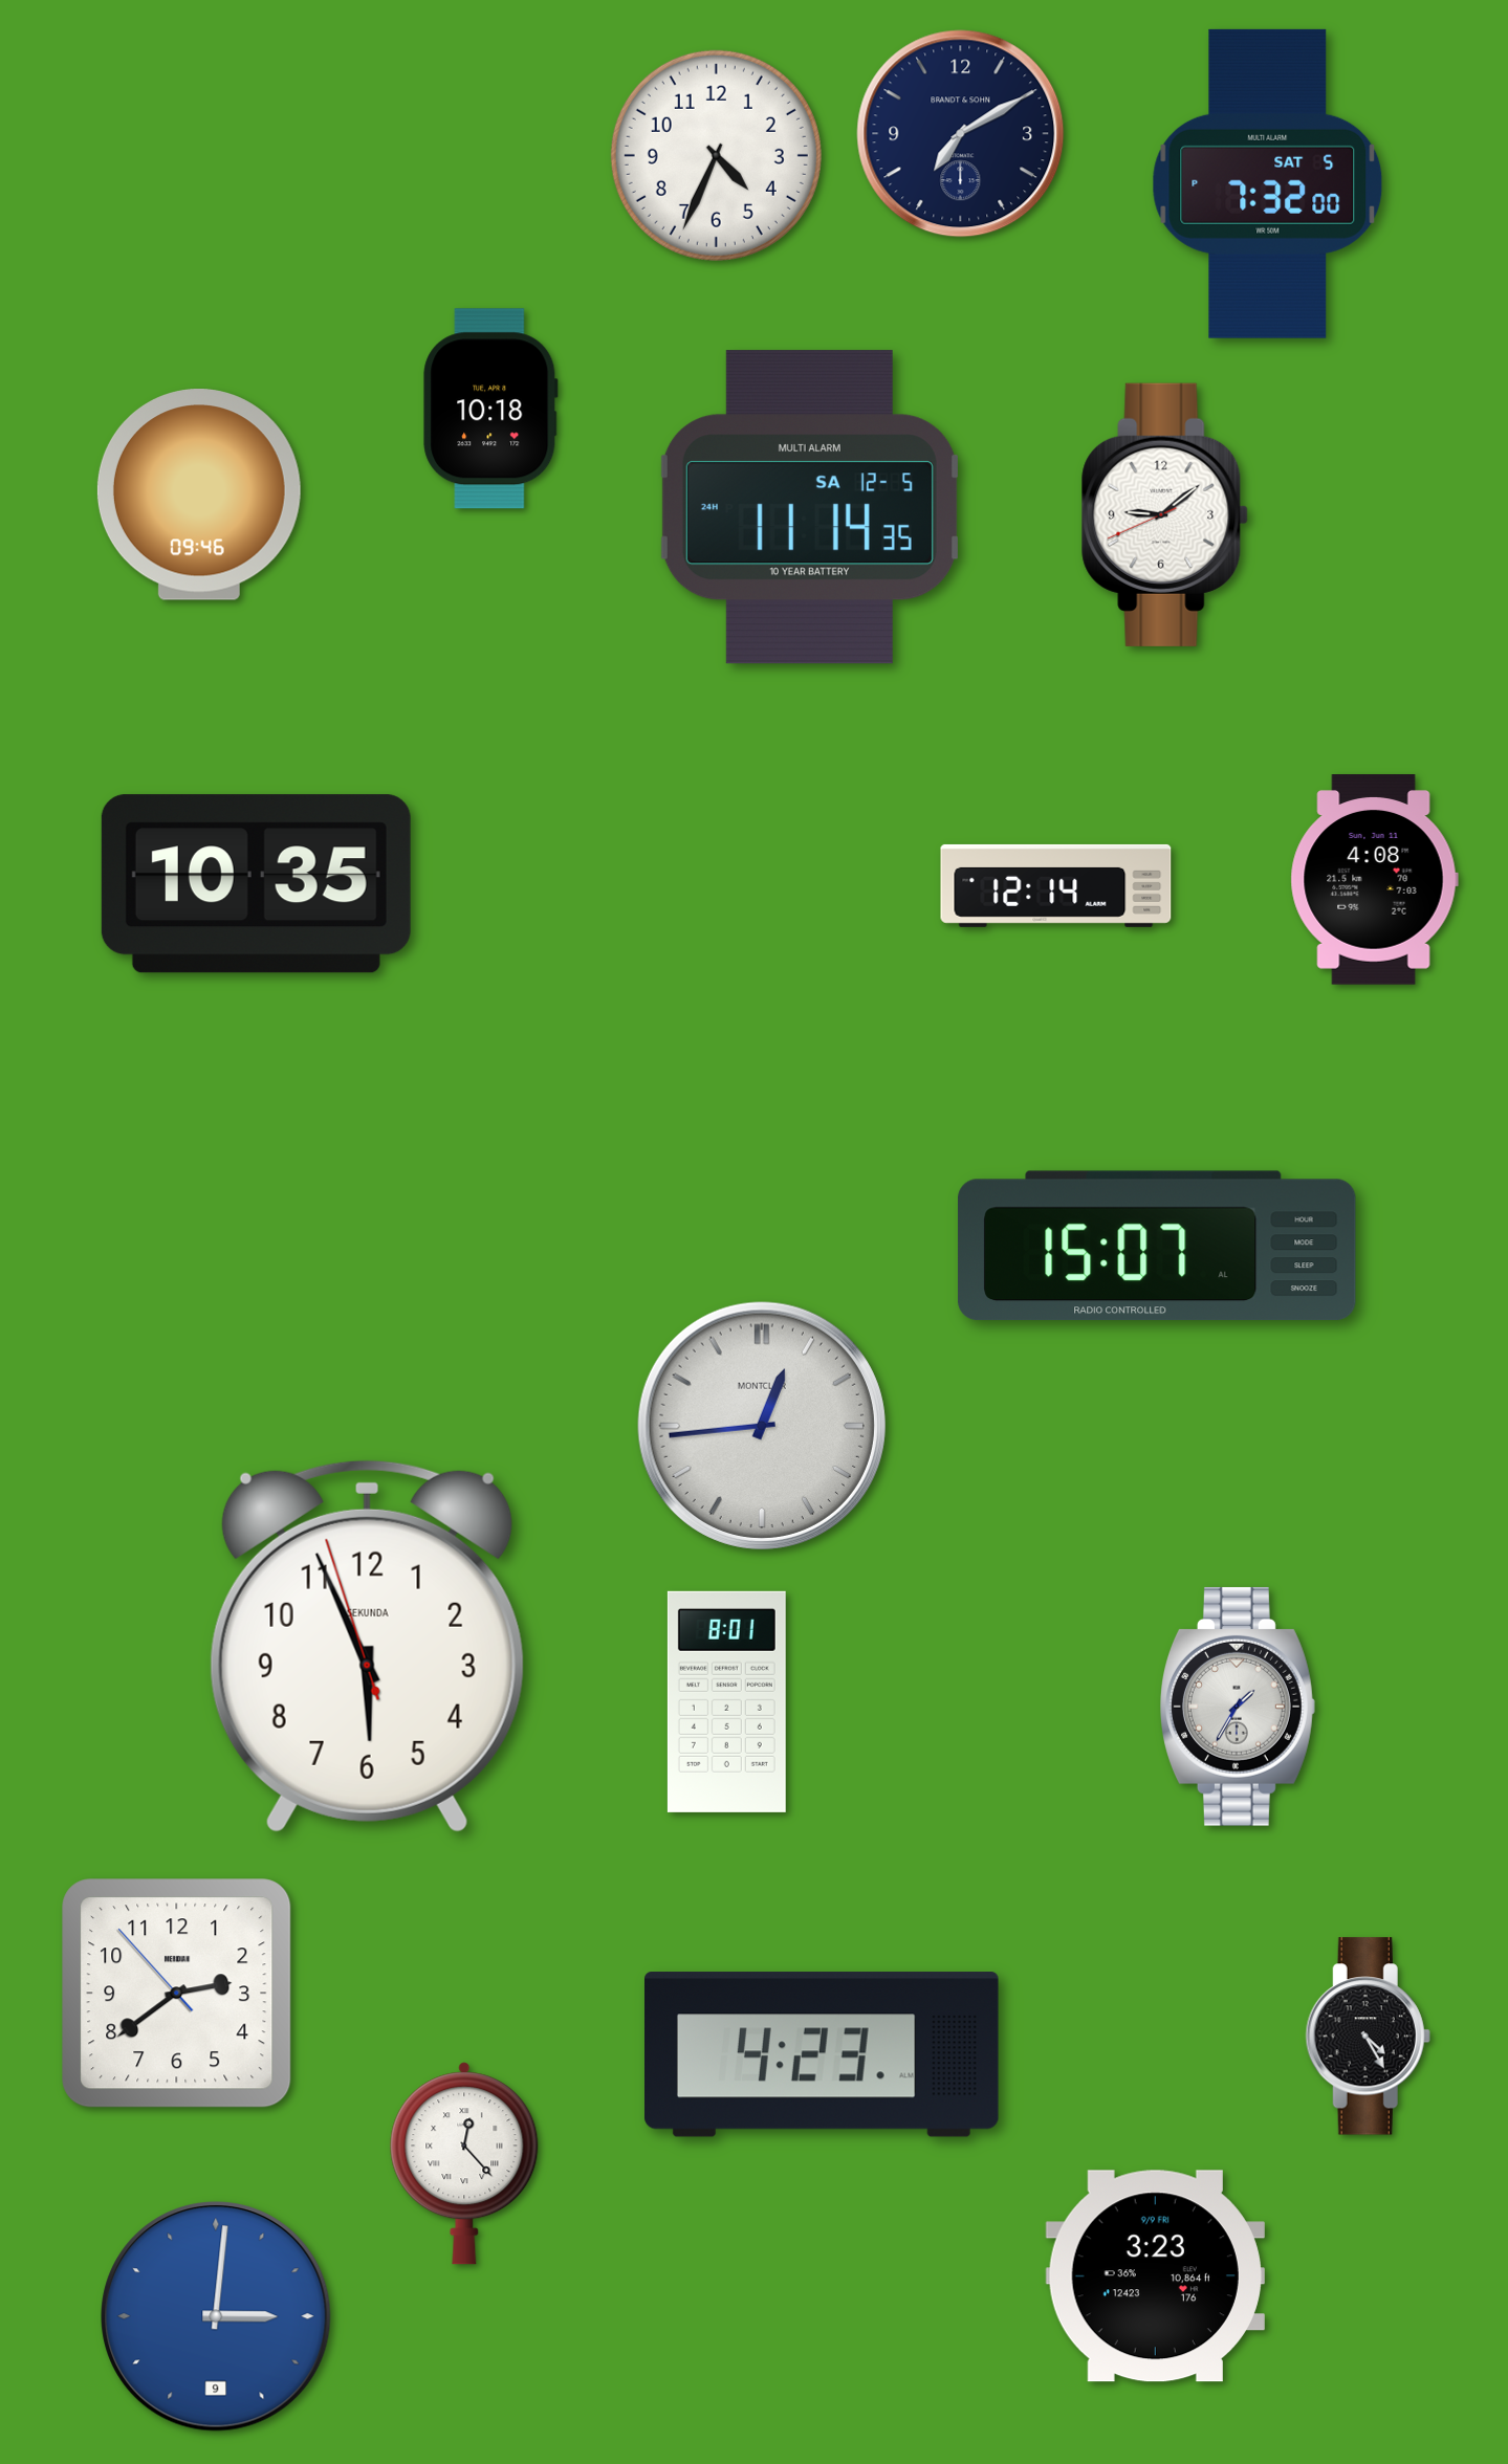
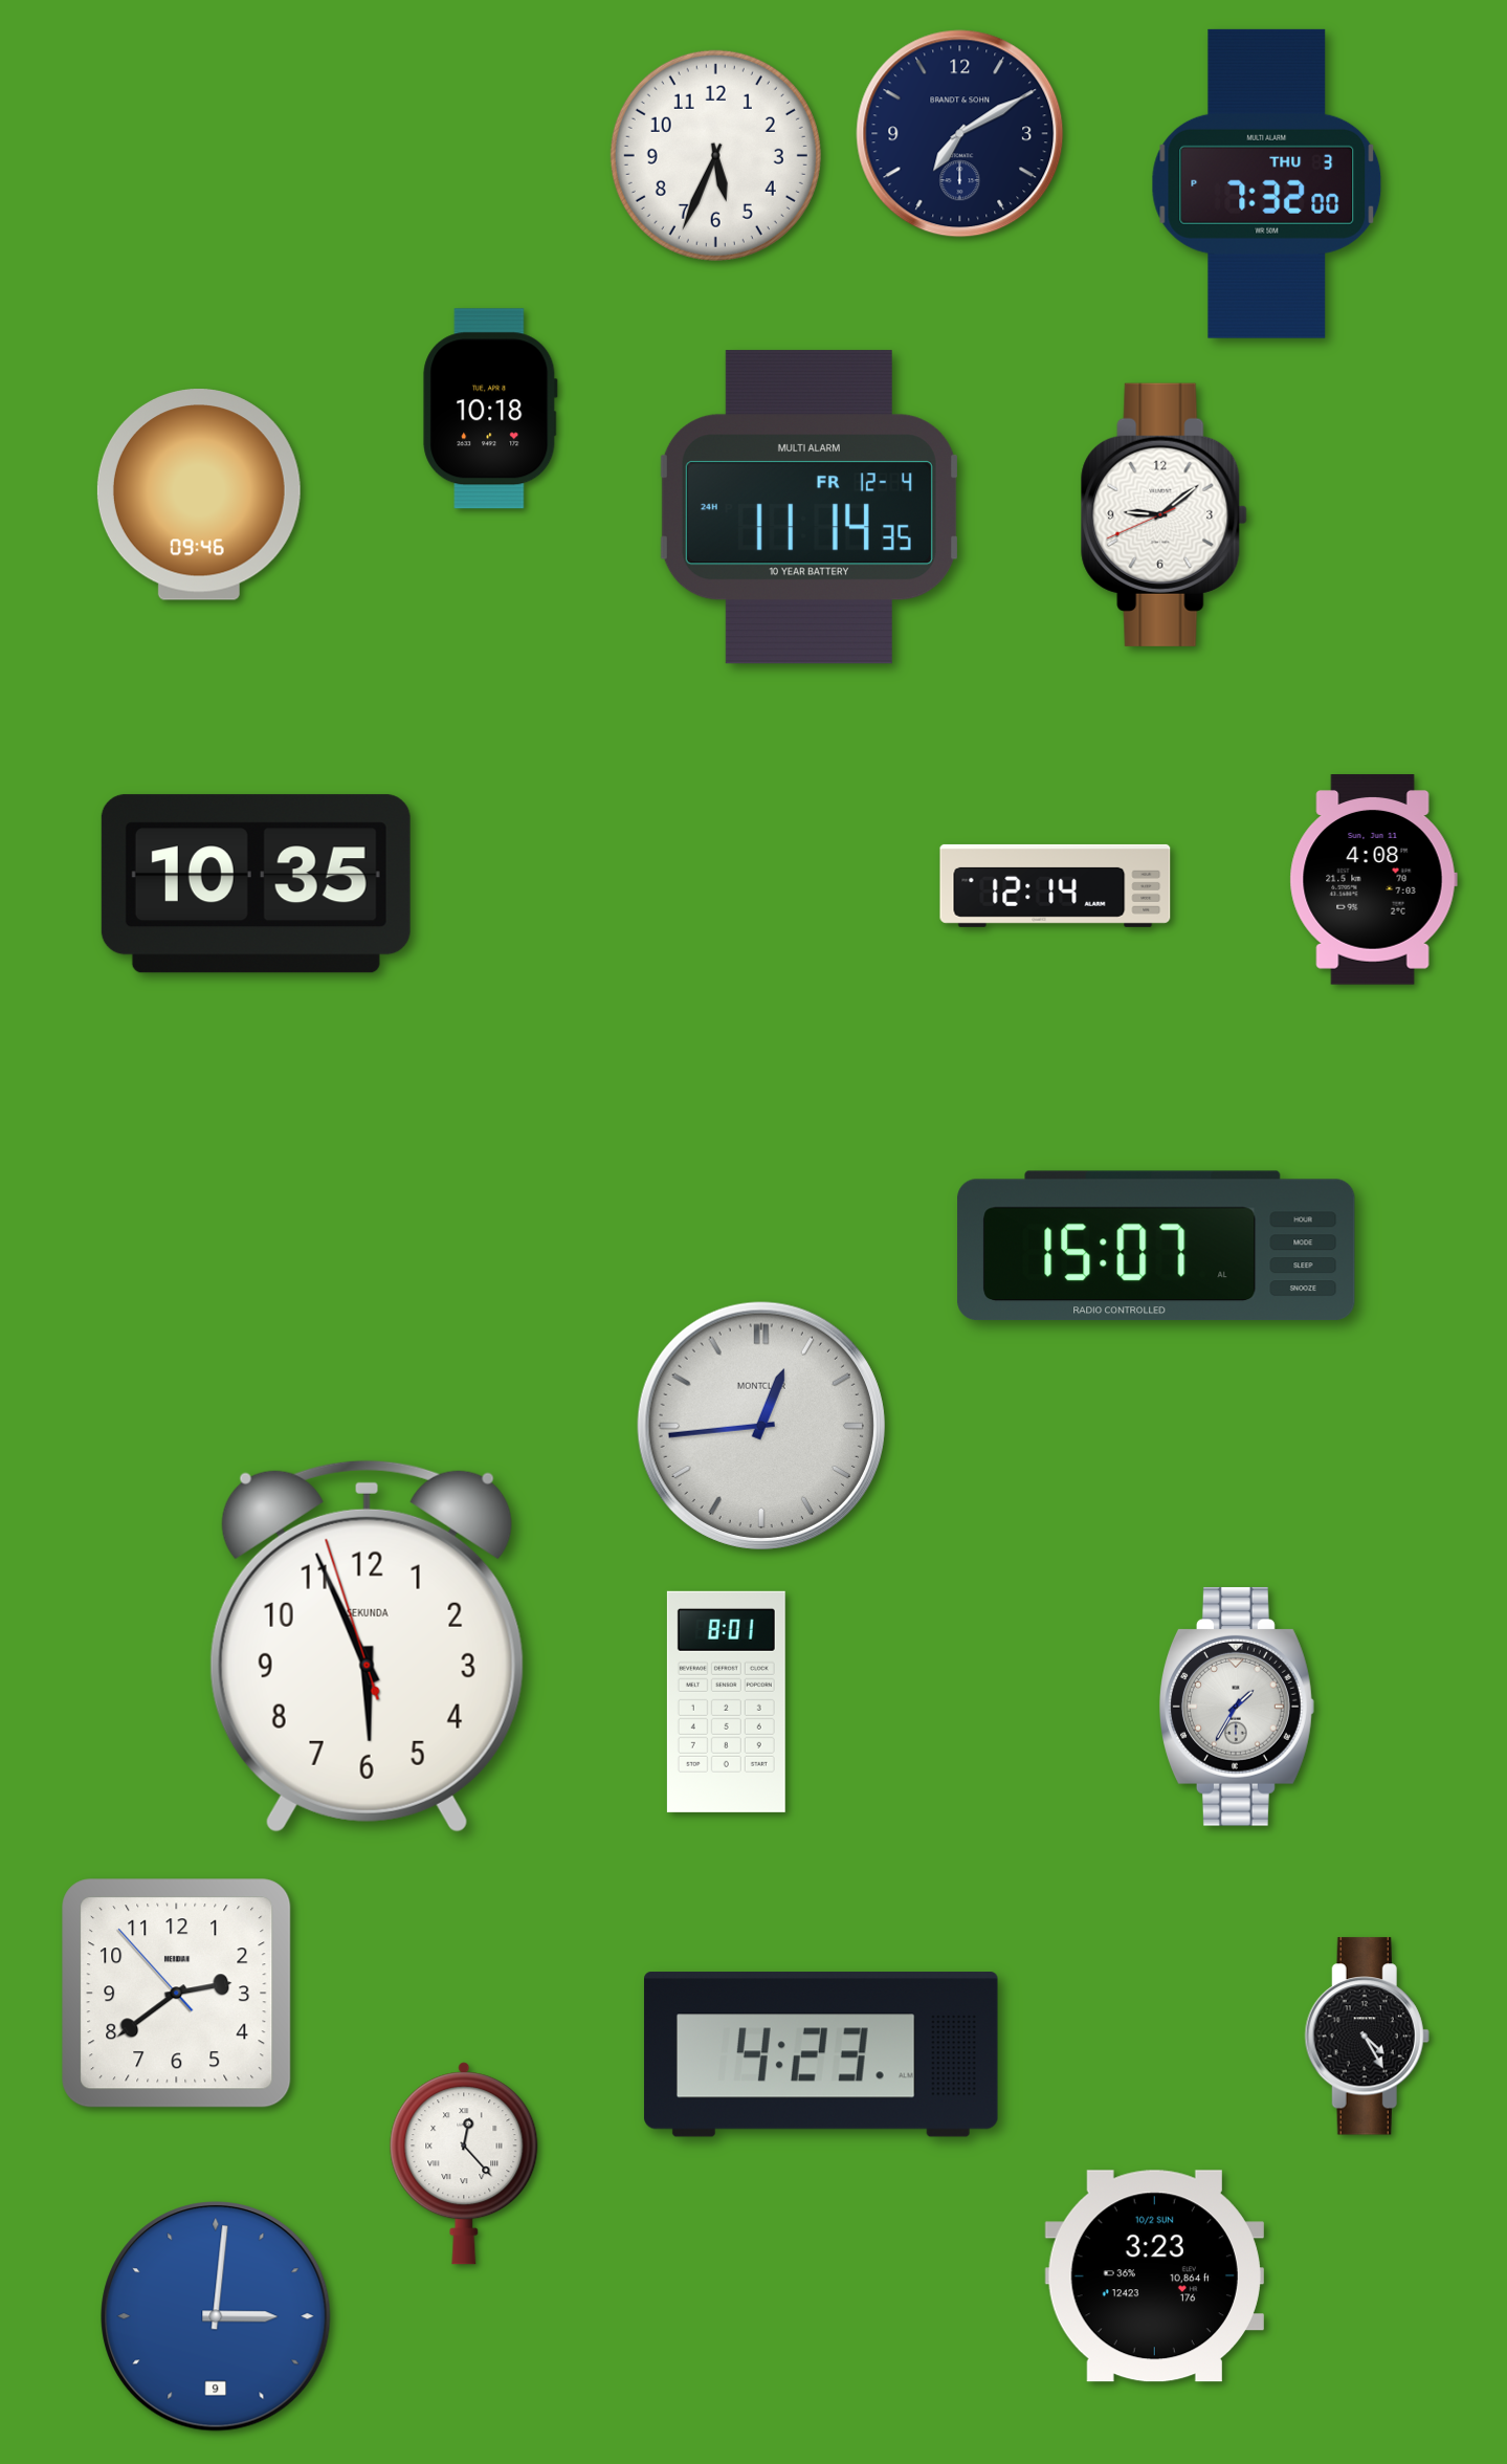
clock at (716, 155): 4:34 -> 5:34
clock at (1268, 183) date: SAT 5 -> THU 3
clock at (809, 507) date: SA 12-5 -> FR 12-4
clock at (1155, 2276) date: 9/9 FRI -> 10/2 SUN
